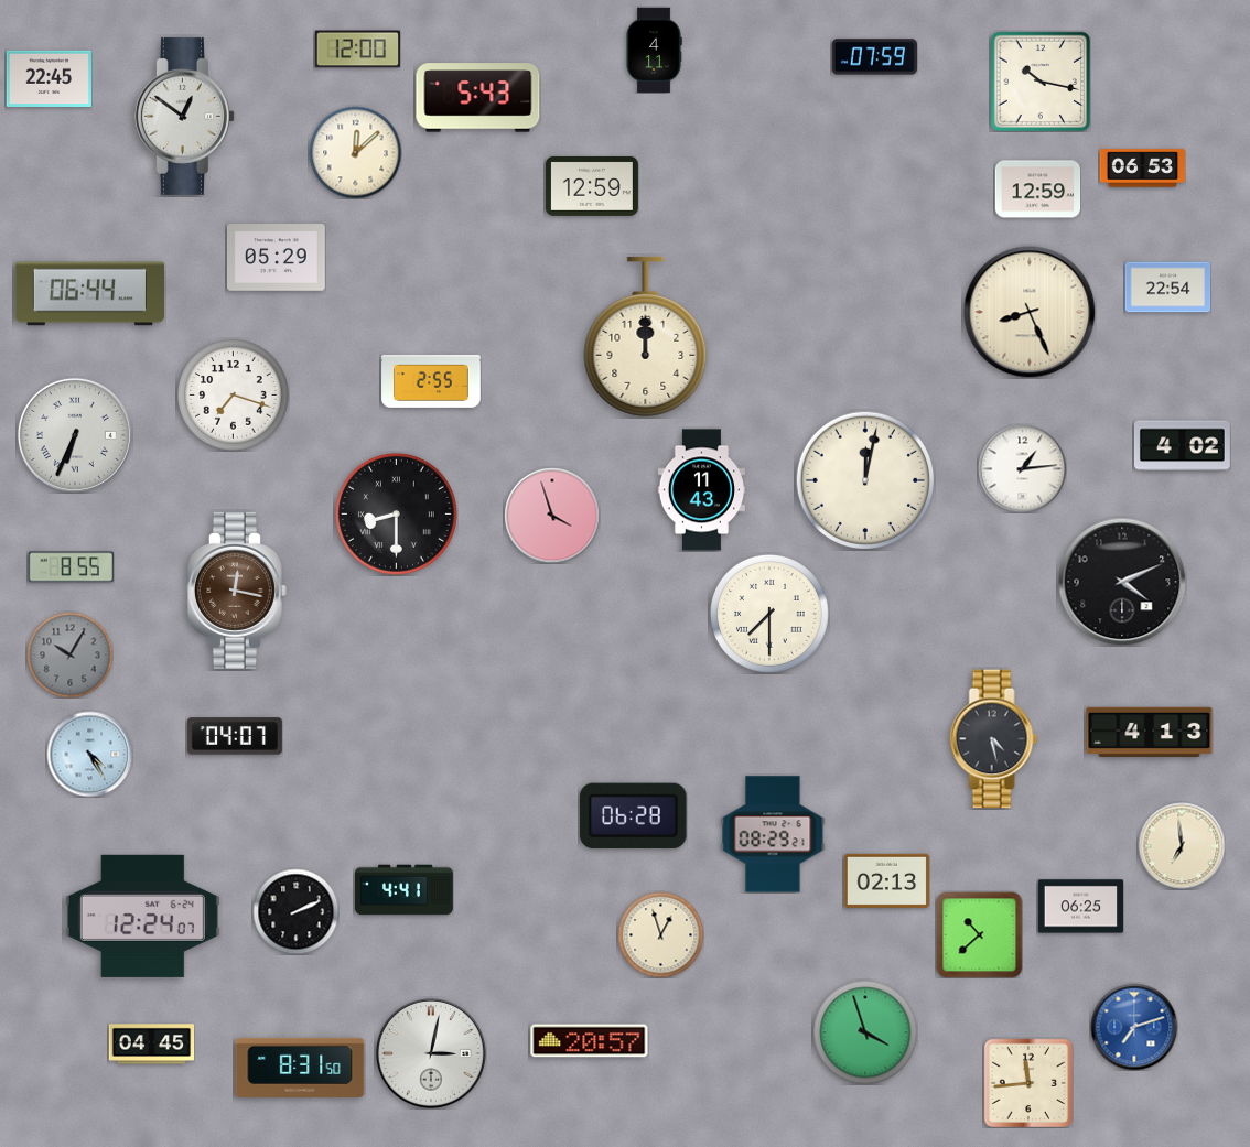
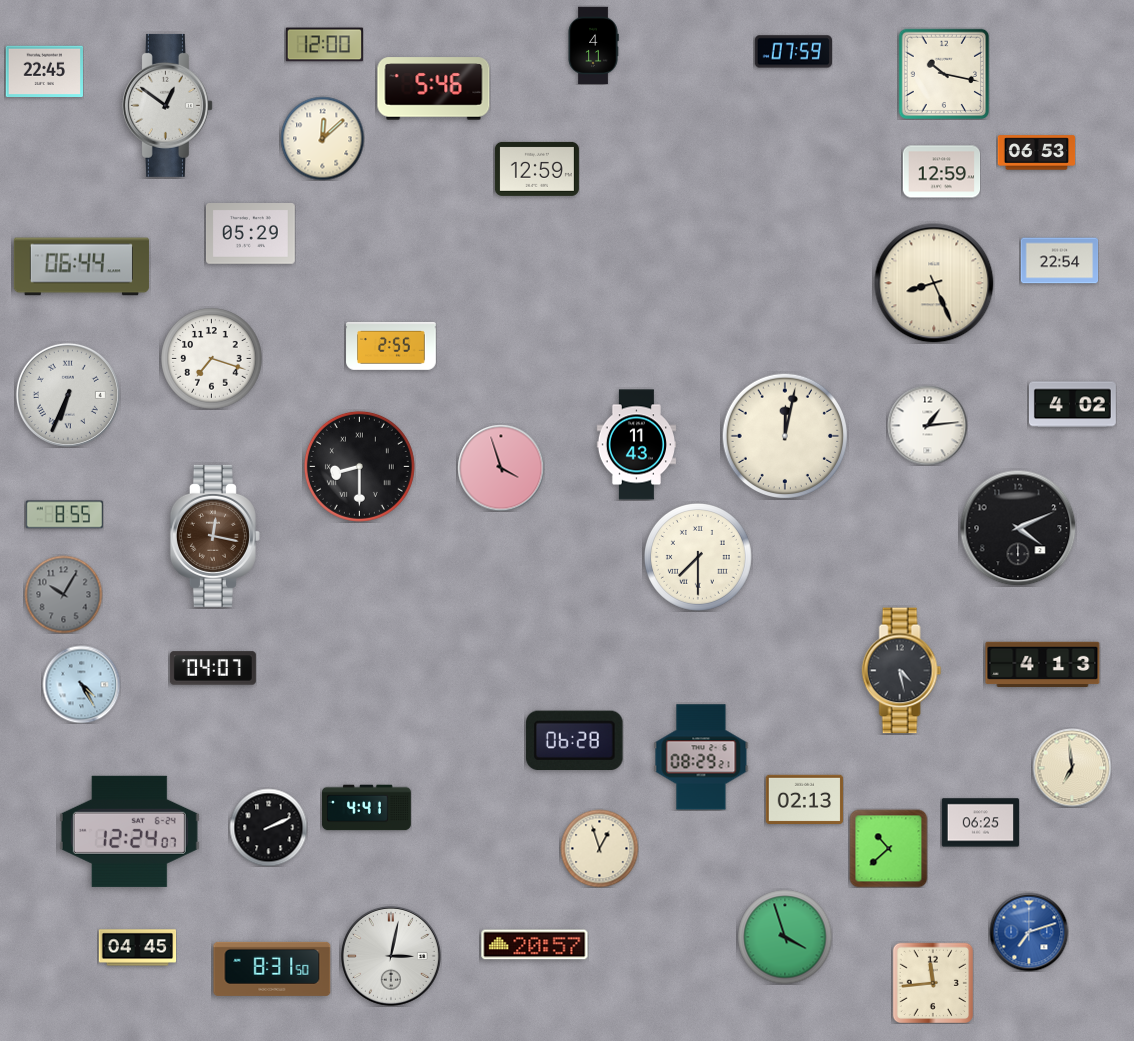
clock at (478, 98): 5:43 -> 5:46
clock at (646, 336): 12:00 -> none
